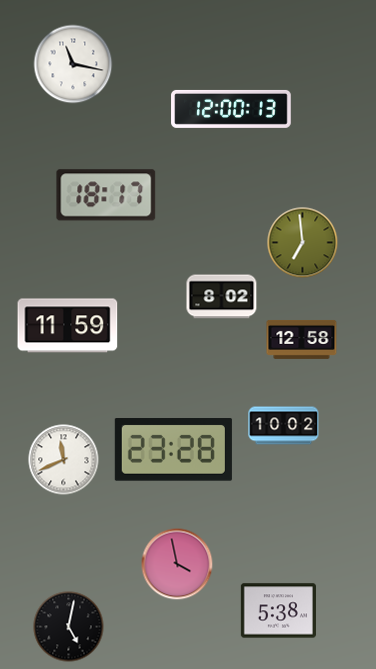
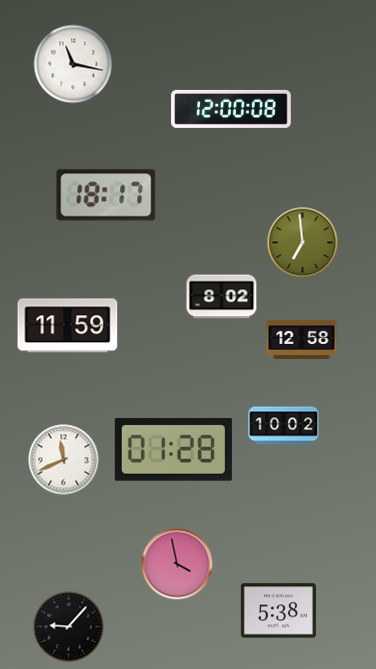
clock at (231, 109): 12:00:13 -> 12:00:08
clock at (173, 450): 23:28 -> 01:28
clock at (69, 627): 5:02 -> 9:07
